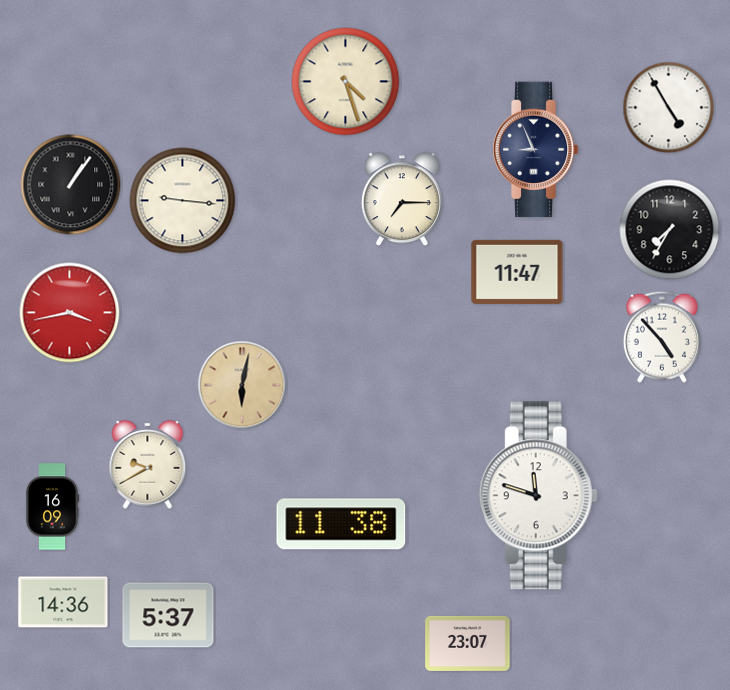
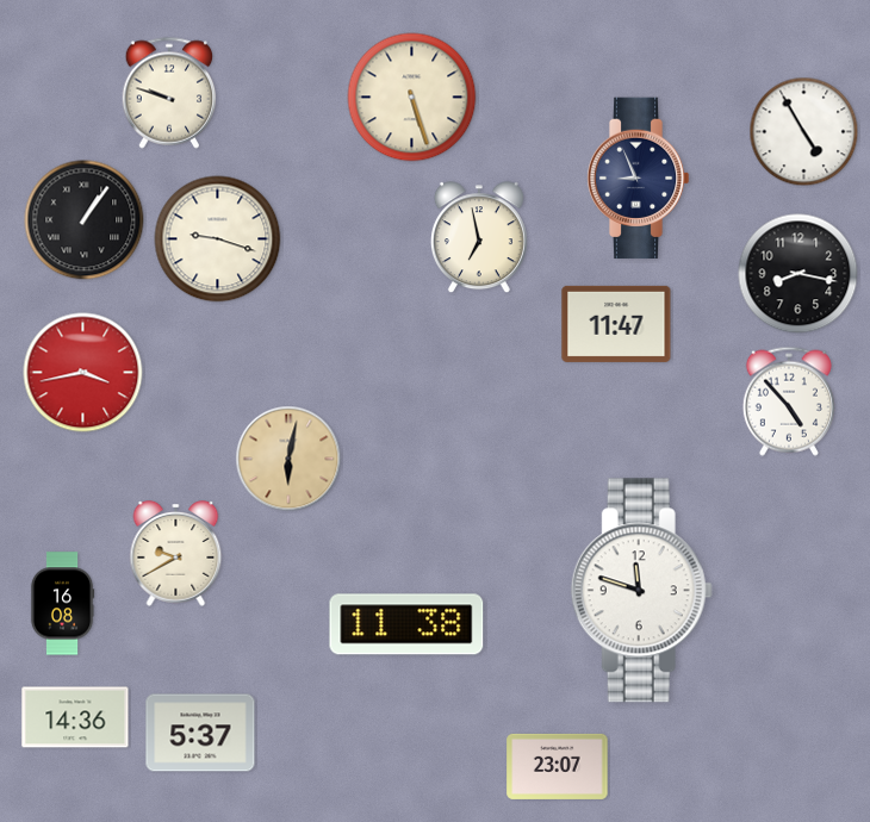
clock at (169, 93): none -> 9:48
clock at (346, 82): 4:27 -> 5:27
clock at (669, 108) position: (669, 108) -> (804, 132)
clock at (402, 200): 7:15 -> 6:58
clock at (183, 201): 9:16 -> 9:18
clock at (670, 230): 7:35 -> 8:17
clock at (52, 507): 16:09 -> 16:08
